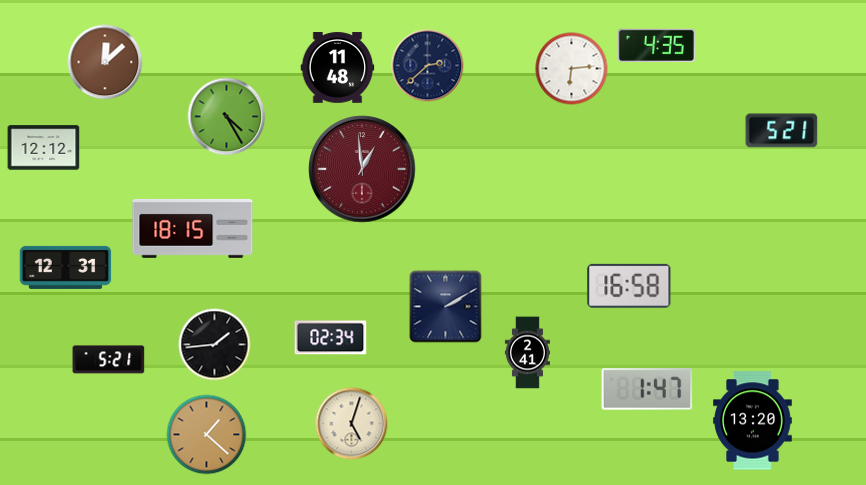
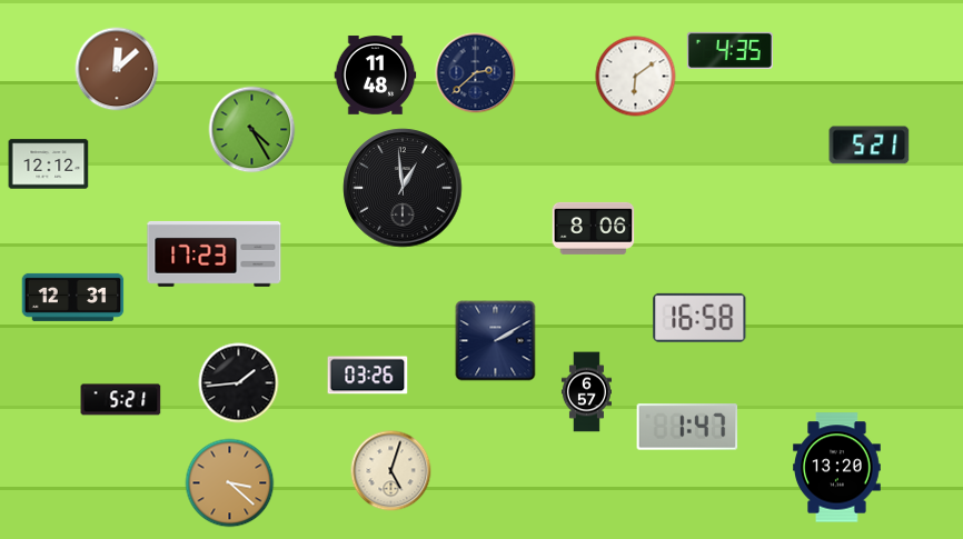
clock at (572, 69): 6:14 -> 6:09
clock at (362, 169) dial: burgundy -> black
clock at (594, 228): none -> 8:06
clock at (193, 228): 18:15 -> 17:23
clock at (331, 338): 02:34 -> 03:26
clock at (527, 353): 2:41 -> 6:57
clock at (647, 389) position: (647, 389) -> (687, 427)
clock at (207, 435): 1:22 -> 3:22
